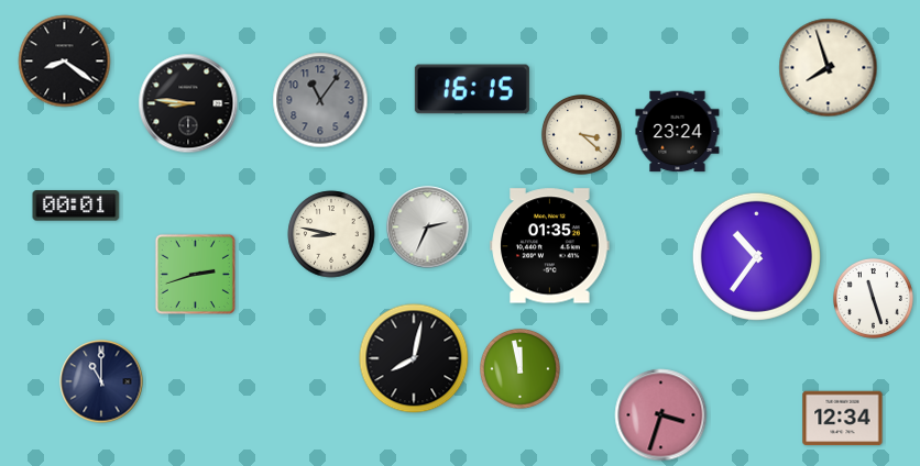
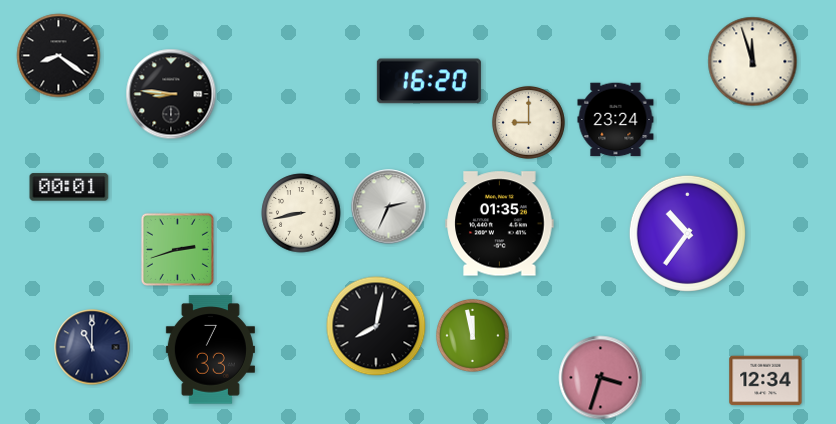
clock at (829, 68): 7:57 -> 11:57
clock at (472, 89): 16:15 -> 16:20
clock at (320, 100): 11:06 -> none
clock at (581, 134): 3:22 -> 9:00
clock at (331, 234): 8:47 -> 8:43
clock at (873, 298): 11:27 -> none
clock at (210, 350): none -> 7:33
